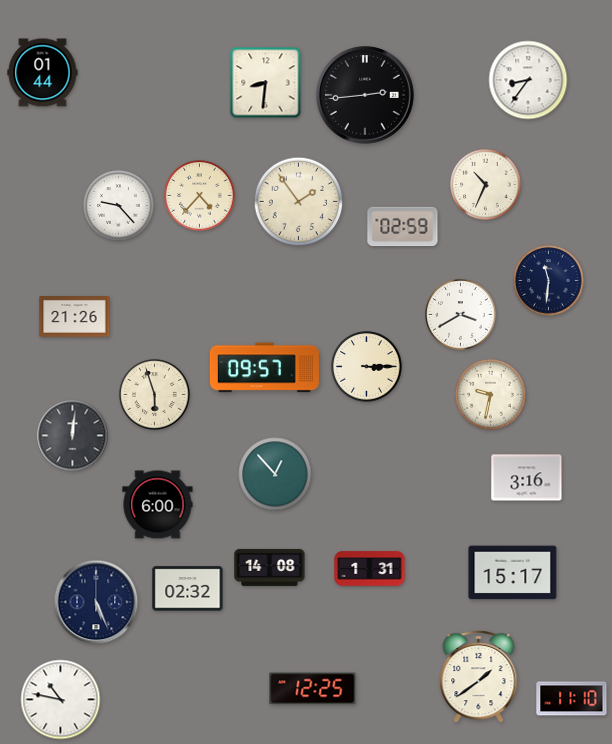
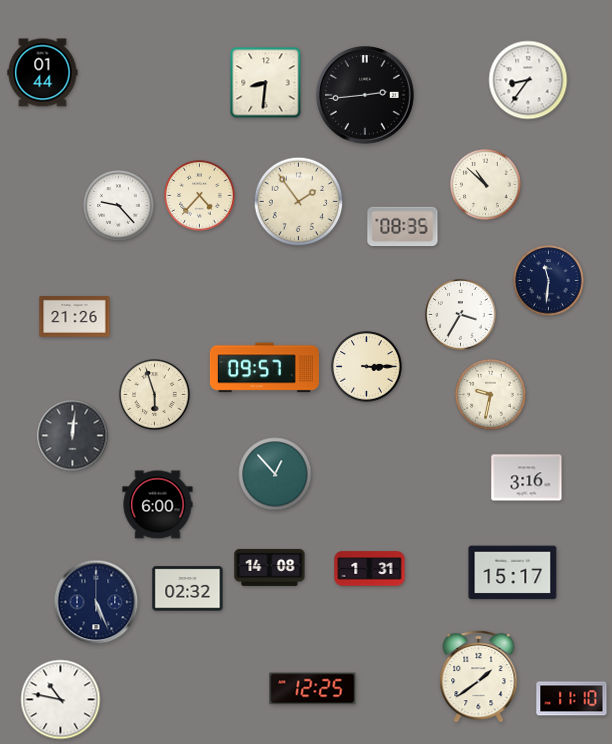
clock at (486, 185): 10:34 -> 10:52
clock at (403, 227): 02:59 -> 08:35
clock at (461, 315): 3:40 -> 3:35
